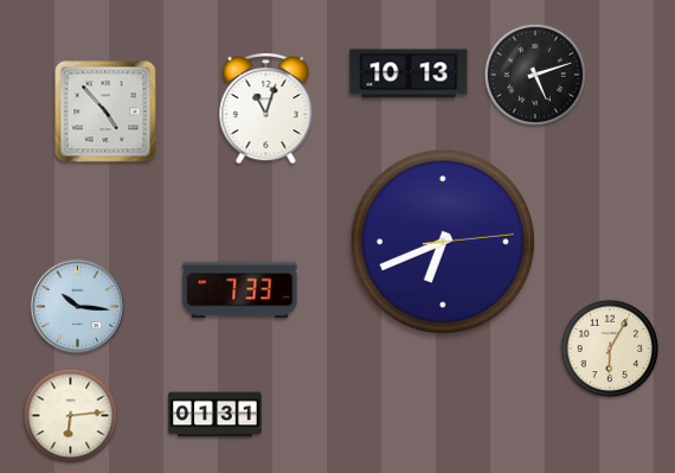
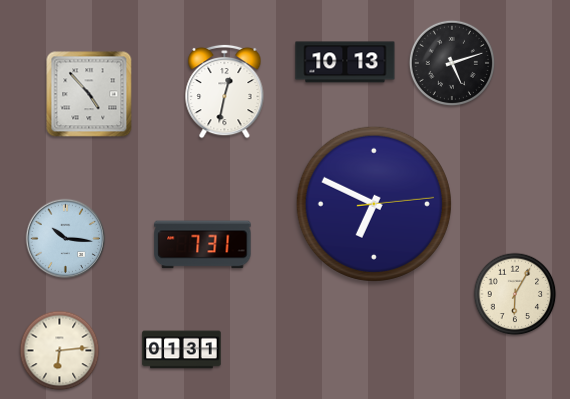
clock at (266, 108): 11:03 -> 12:32
clock at (443, 242): 6:41 -> 6:49
clock at (240, 290): 7:33 -> 7:31
clock at (78, 307) position: (78, 307) -> (66, 239)
